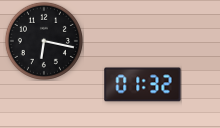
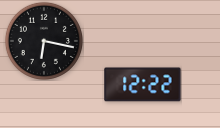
clock at (143, 85): 01:32 -> 12:22
